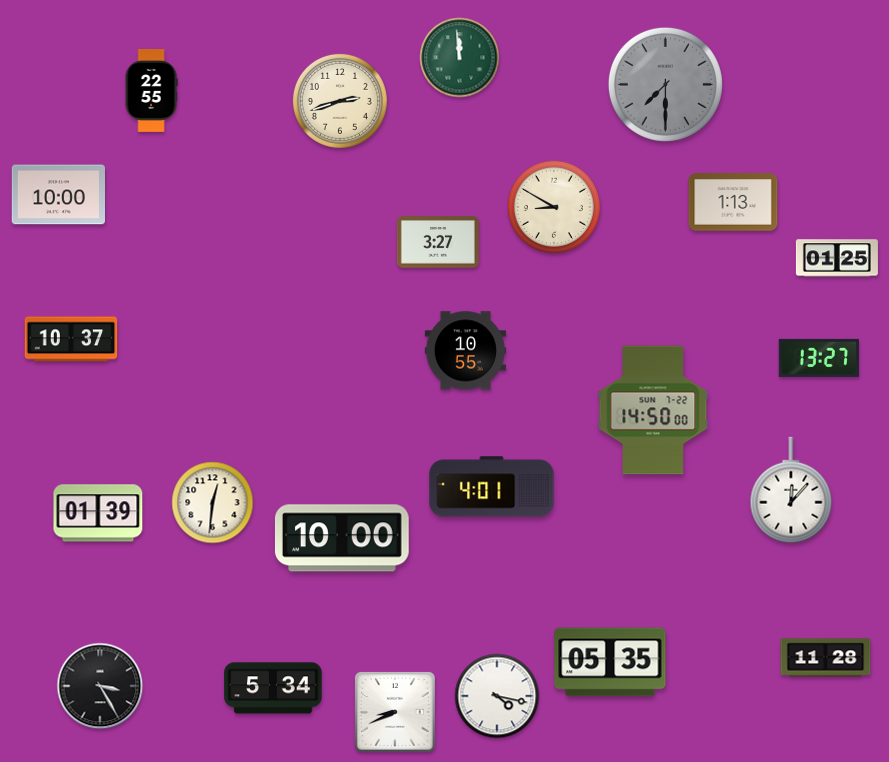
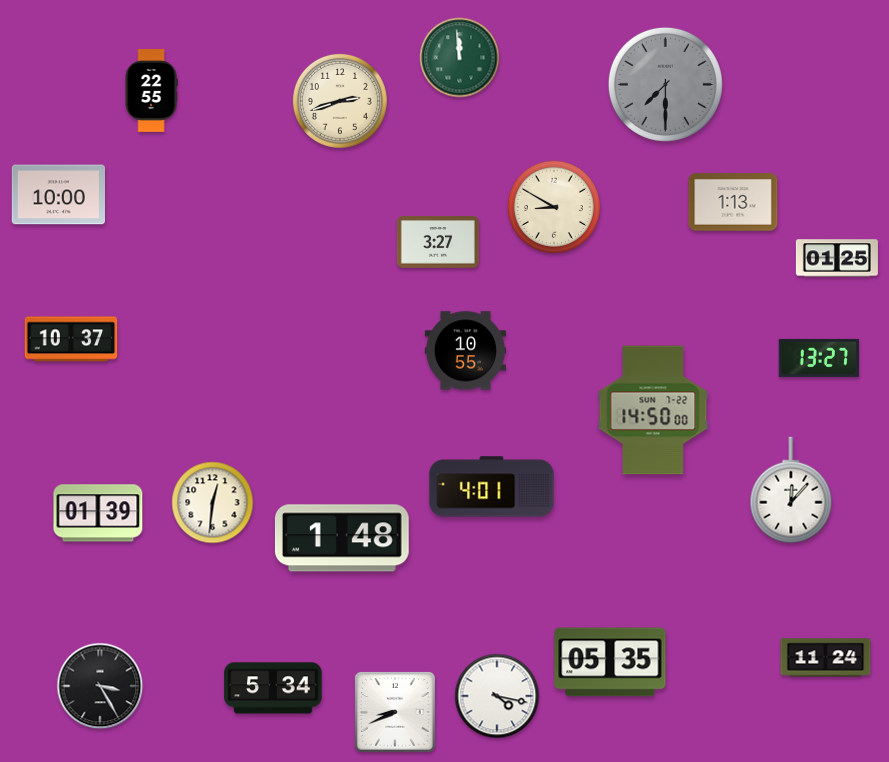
clock at (342, 538): 10:00 -> 1:48
clock at (826, 658): 11:28 -> 11:24
